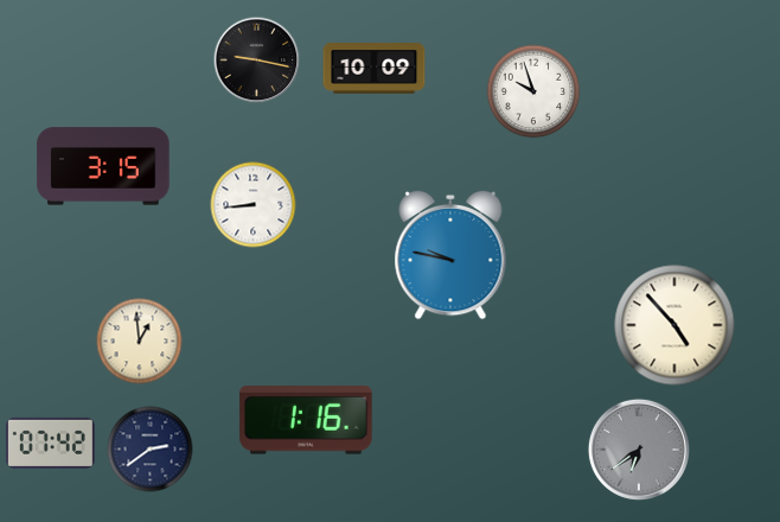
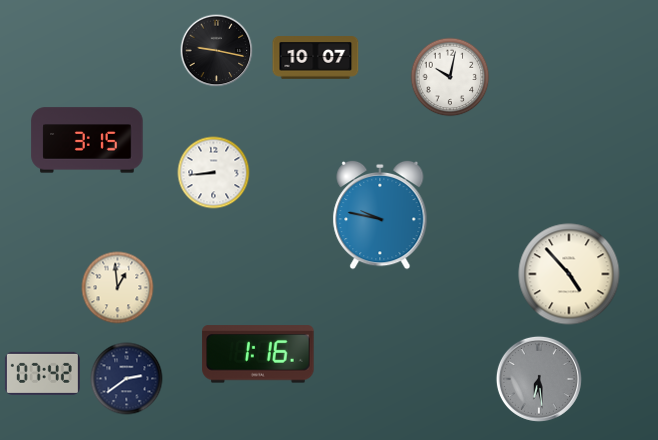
clock at (375, 69): 10:09 -> 10:07
clock at (533, 91): 9:57 -> 10:02
clock at (639, 450): 6:39 -> 6:29
